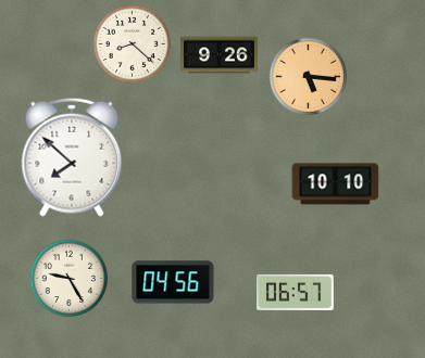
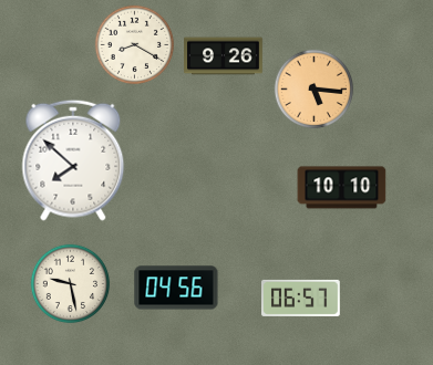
clock at (133, 44): 8:22 -> 8:20
clock at (309, 77) position: (309, 77) -> (315, 90)
clock at (70, 279): 9:25 -> 9:28
